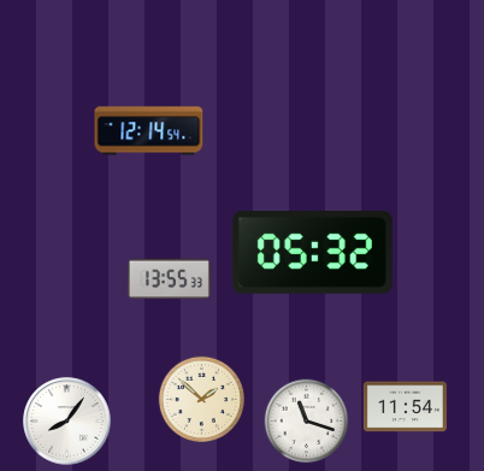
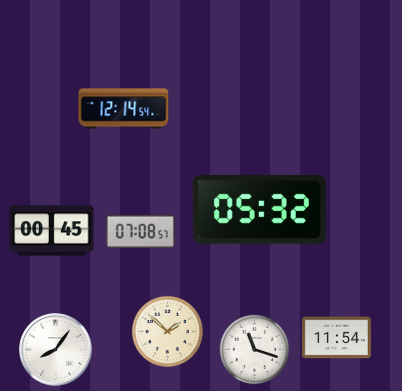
clock at (52, 231): none -> 00:45
clock at (169, 279): 13:55 -> 07:08
